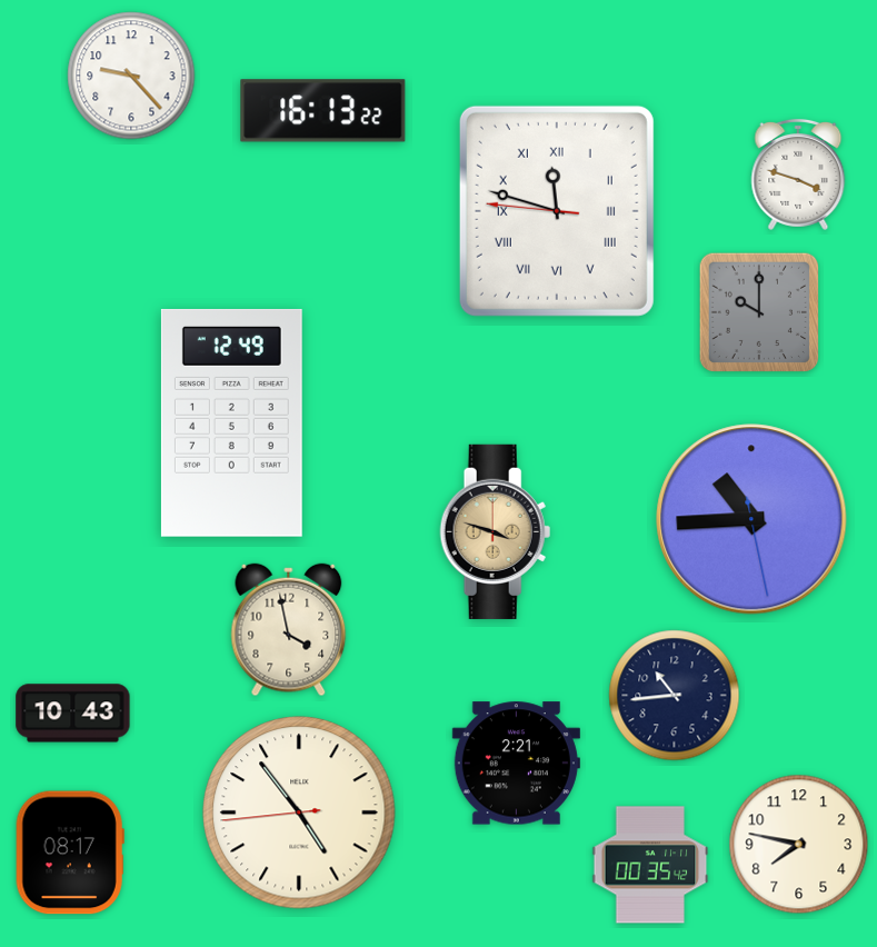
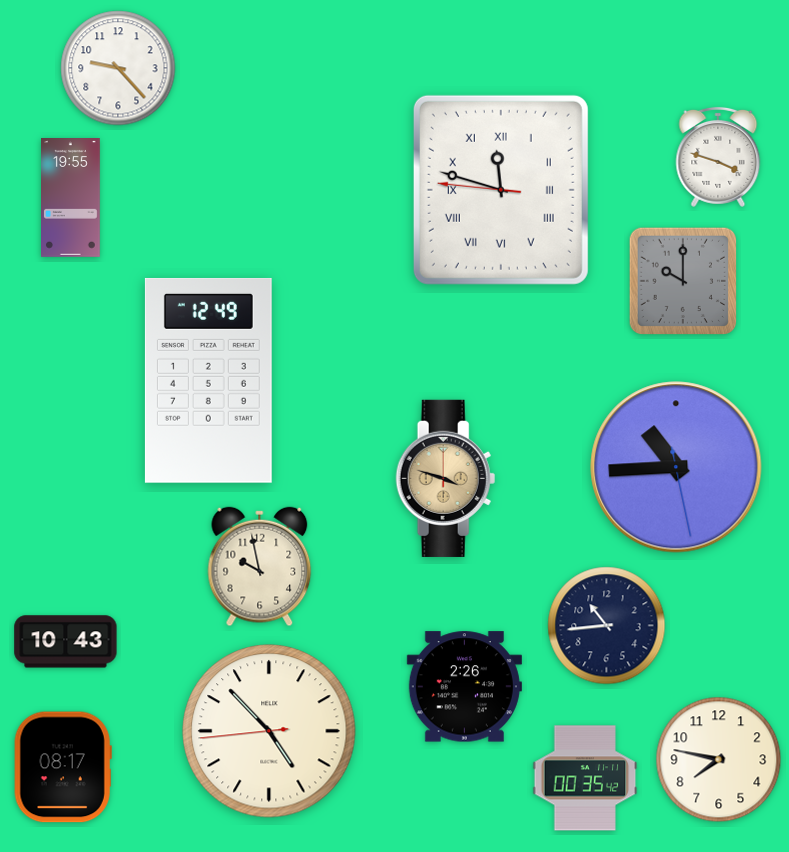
clock at (323, 111): 16:13 -> none
clock at (71, 198): none -> 19:55
clock at (289, 630): 3:58 -> 9:58
clock at (516, 764): 2:21 -> 2:26
clock at (299, 813): 4:53 -> 4:52
